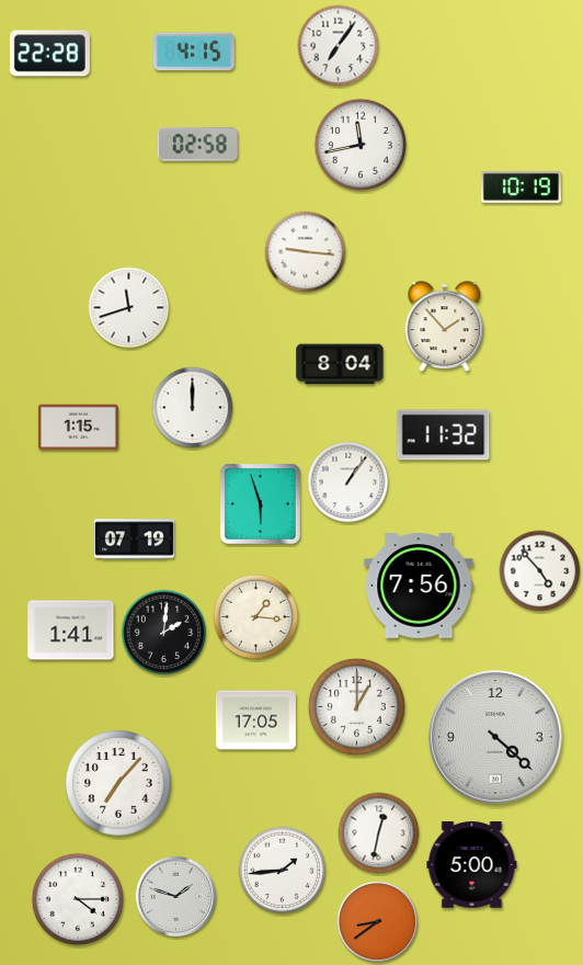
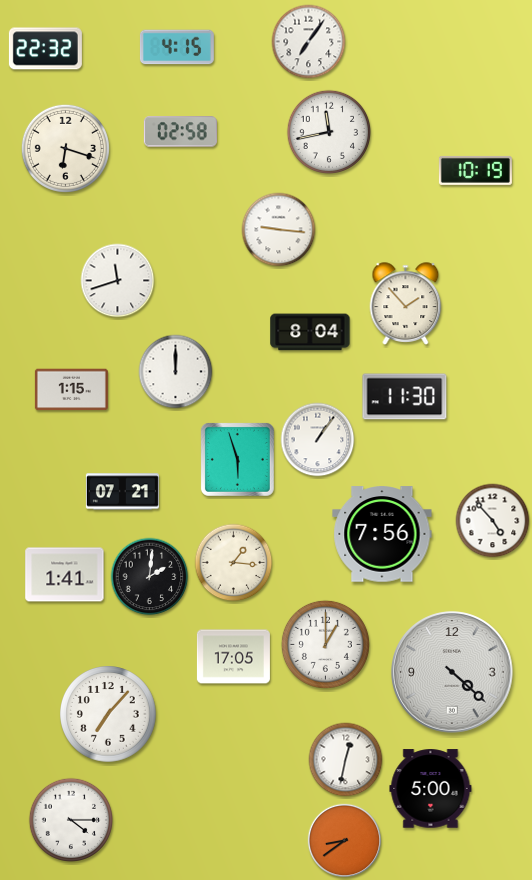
clock at (49, 54): 22:28 -> 22:32
clock at (65, 148): none -> 6:18
clock at (445, 327) position: (445, 327) -> (406, 304)
clock at (444, 435): 11:32 -> 11:30
clock at (134, 540): 07:19 -> 07:21
clock at (283, 871): 1:44 -> none
clock at (175, 896): 1:48 -> none
